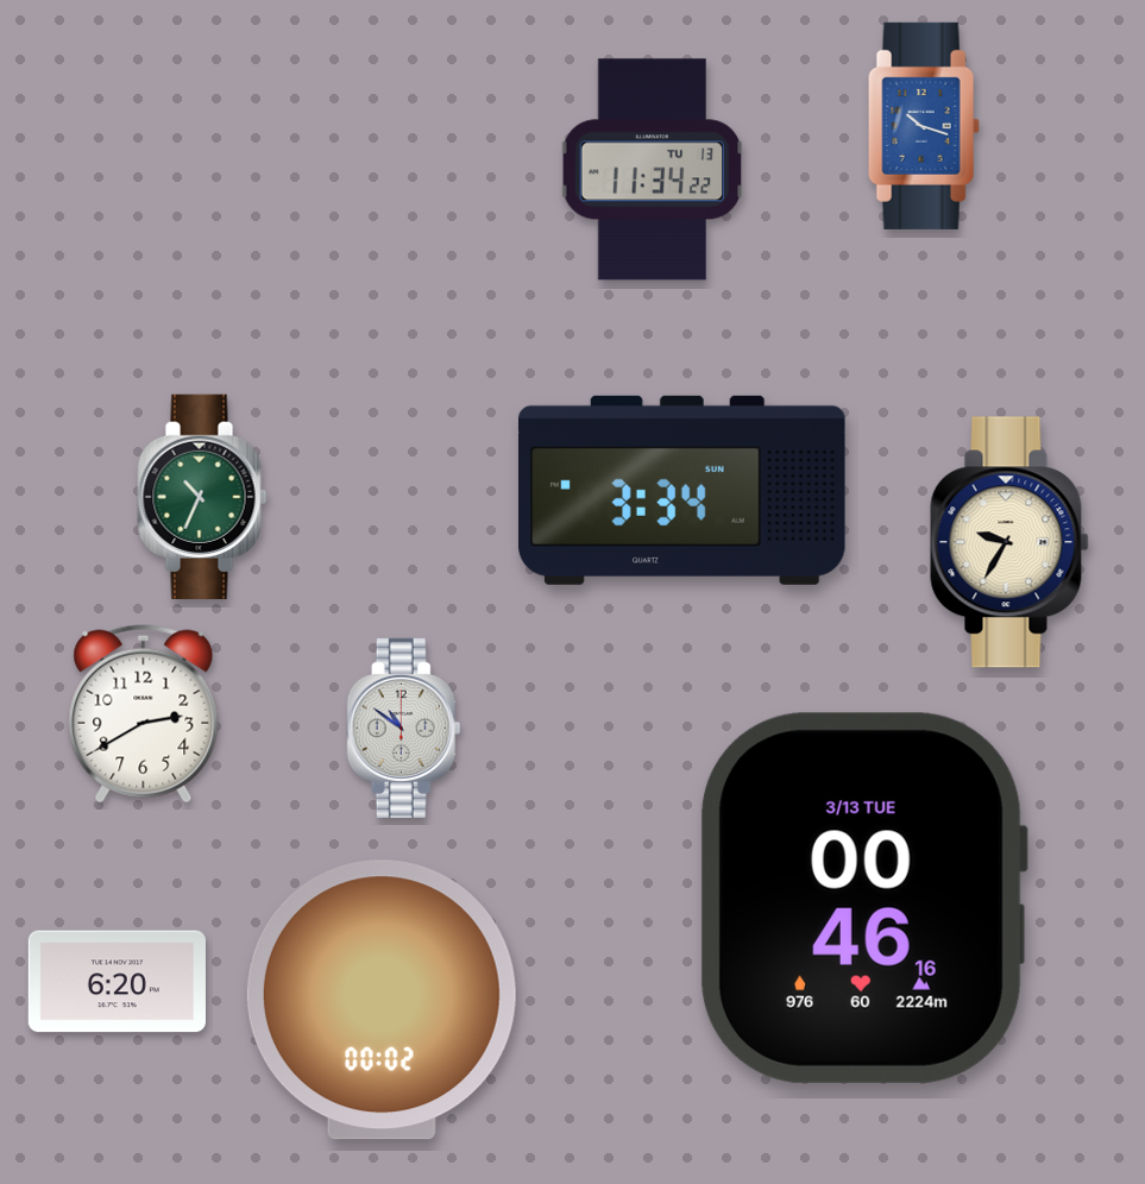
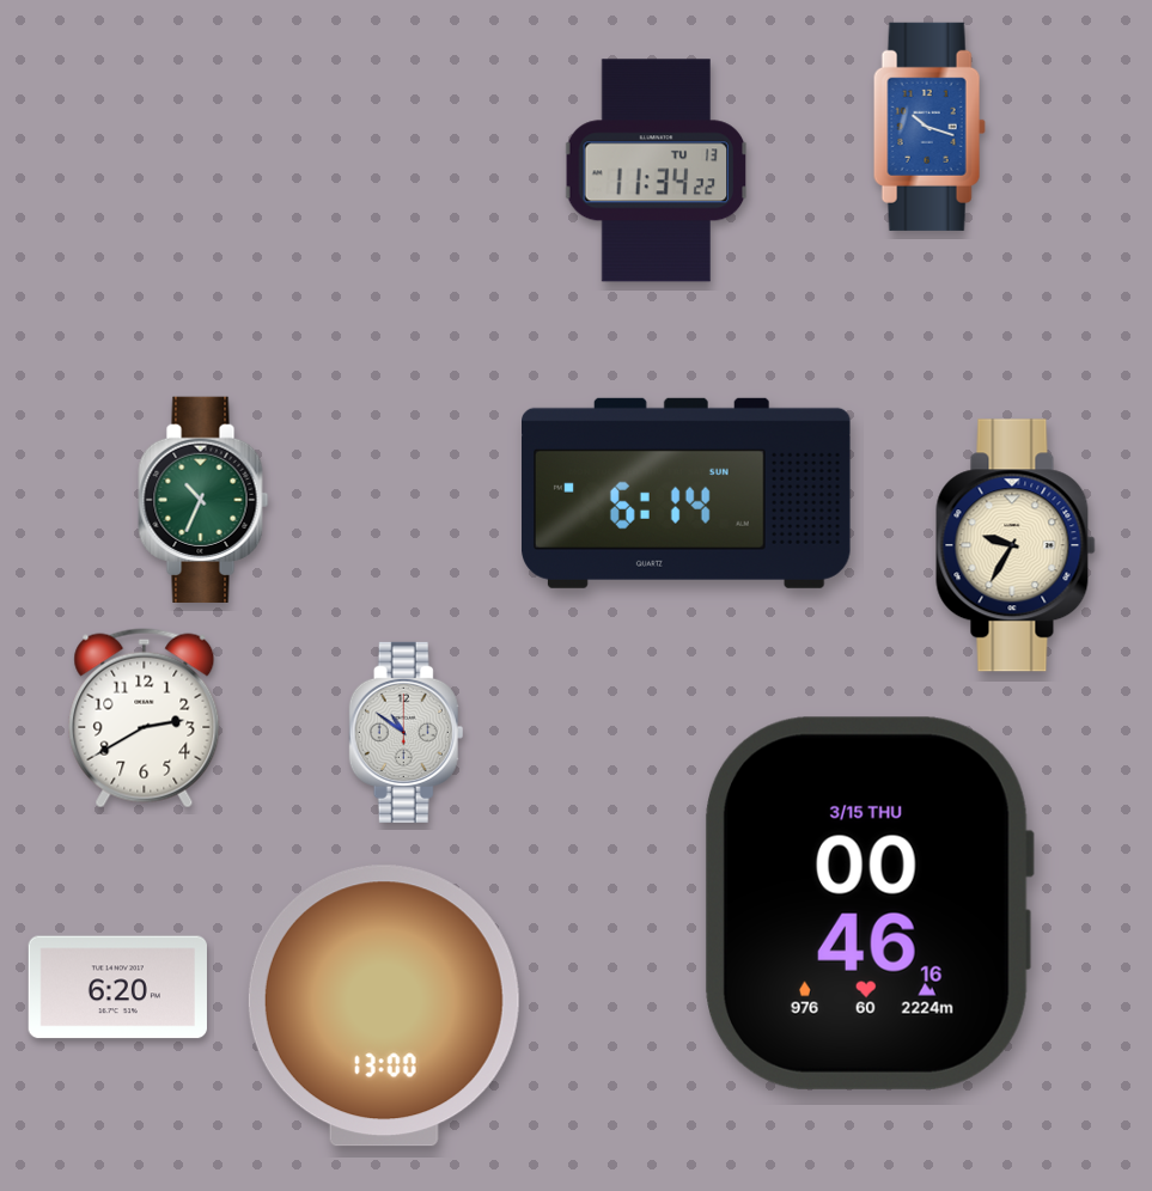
clock at (682, 490): 3:34 -> 6:14
clock at (864, 898) date: 3/13 TUE -> 3/15 THU
clock at (382, 1000): 00:02 -> 13:00
